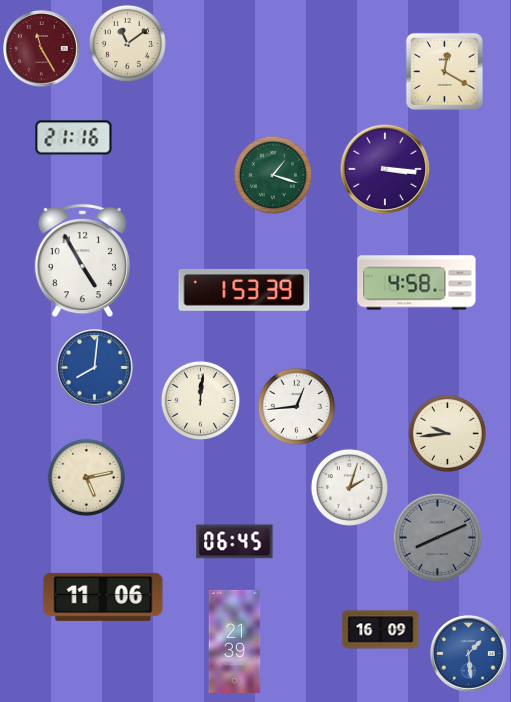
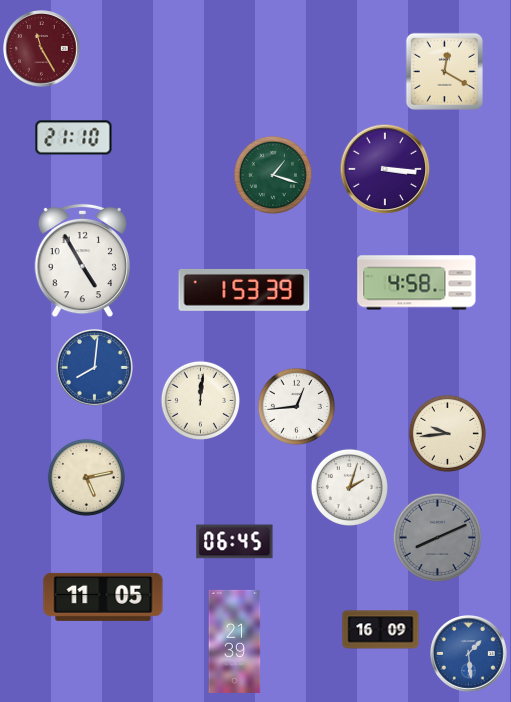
clock at (127, 43): 11:09 -> none
clock at (74, 138): 21:16 -> 21:10
clock at (103, 597): 11:06 -> 11:05
